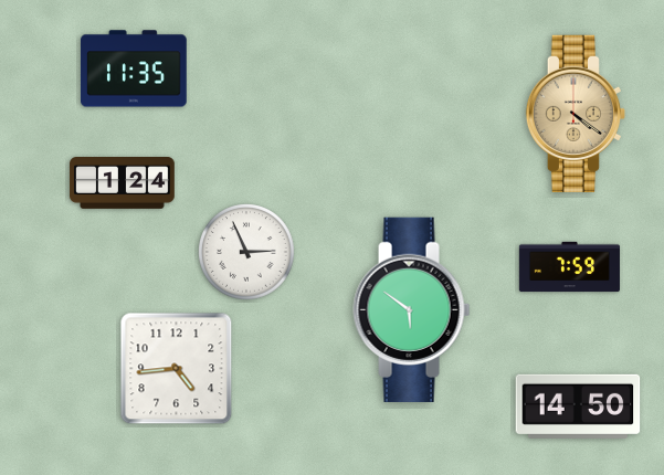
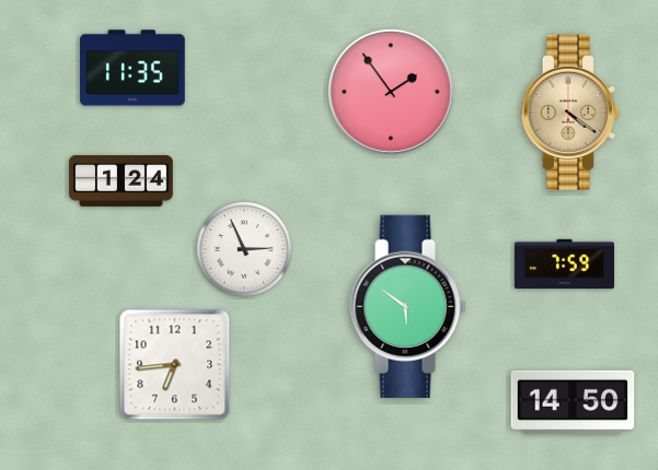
clock at (391, 92): none -> 1:54
clock at (177, 369): 4:44 -> 6:44
